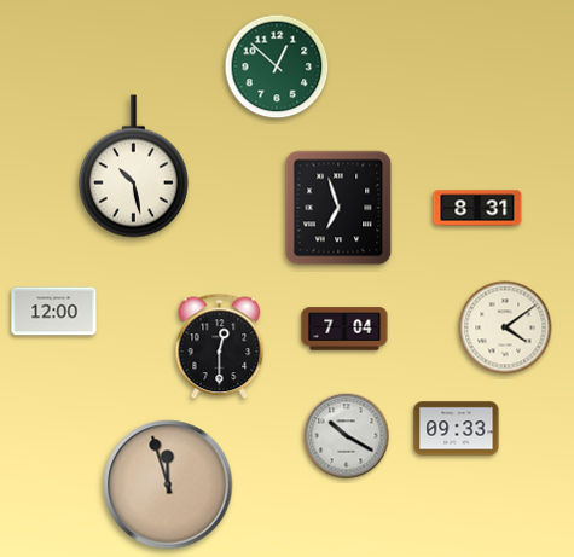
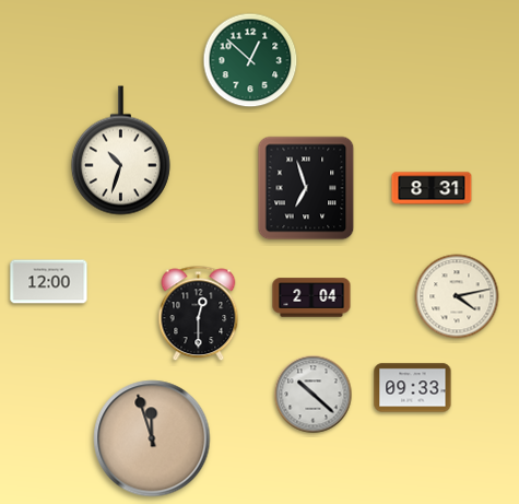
clock at (133, 167): 10:28 -> 10:33
clock at (505, 327): 4:09 -> 4:13
clock at (344, 329): 7:04 -> 2:04
clock at (347, 436): 10:20 -> 10:22
